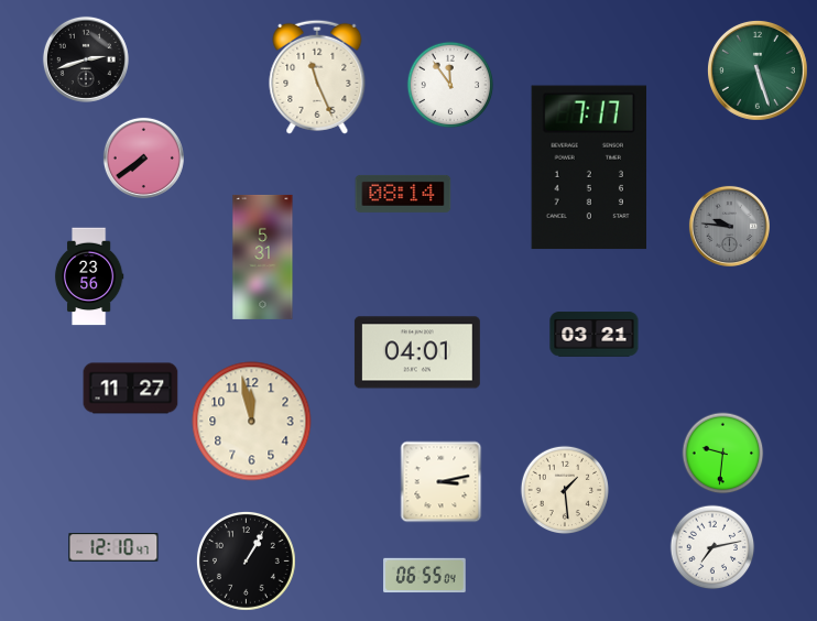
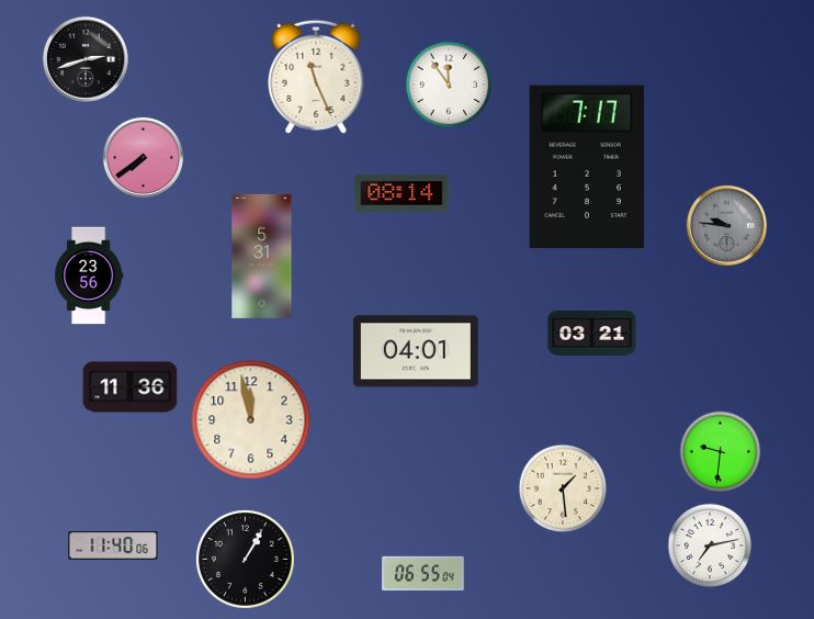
clock at (758, 70): 5:27 -> none
clock at (131, 389): 11:27 -> 11:36
clock at (442, 482): 3:13 -> none
clock at (113, 547): 12:10 -> 11:40
